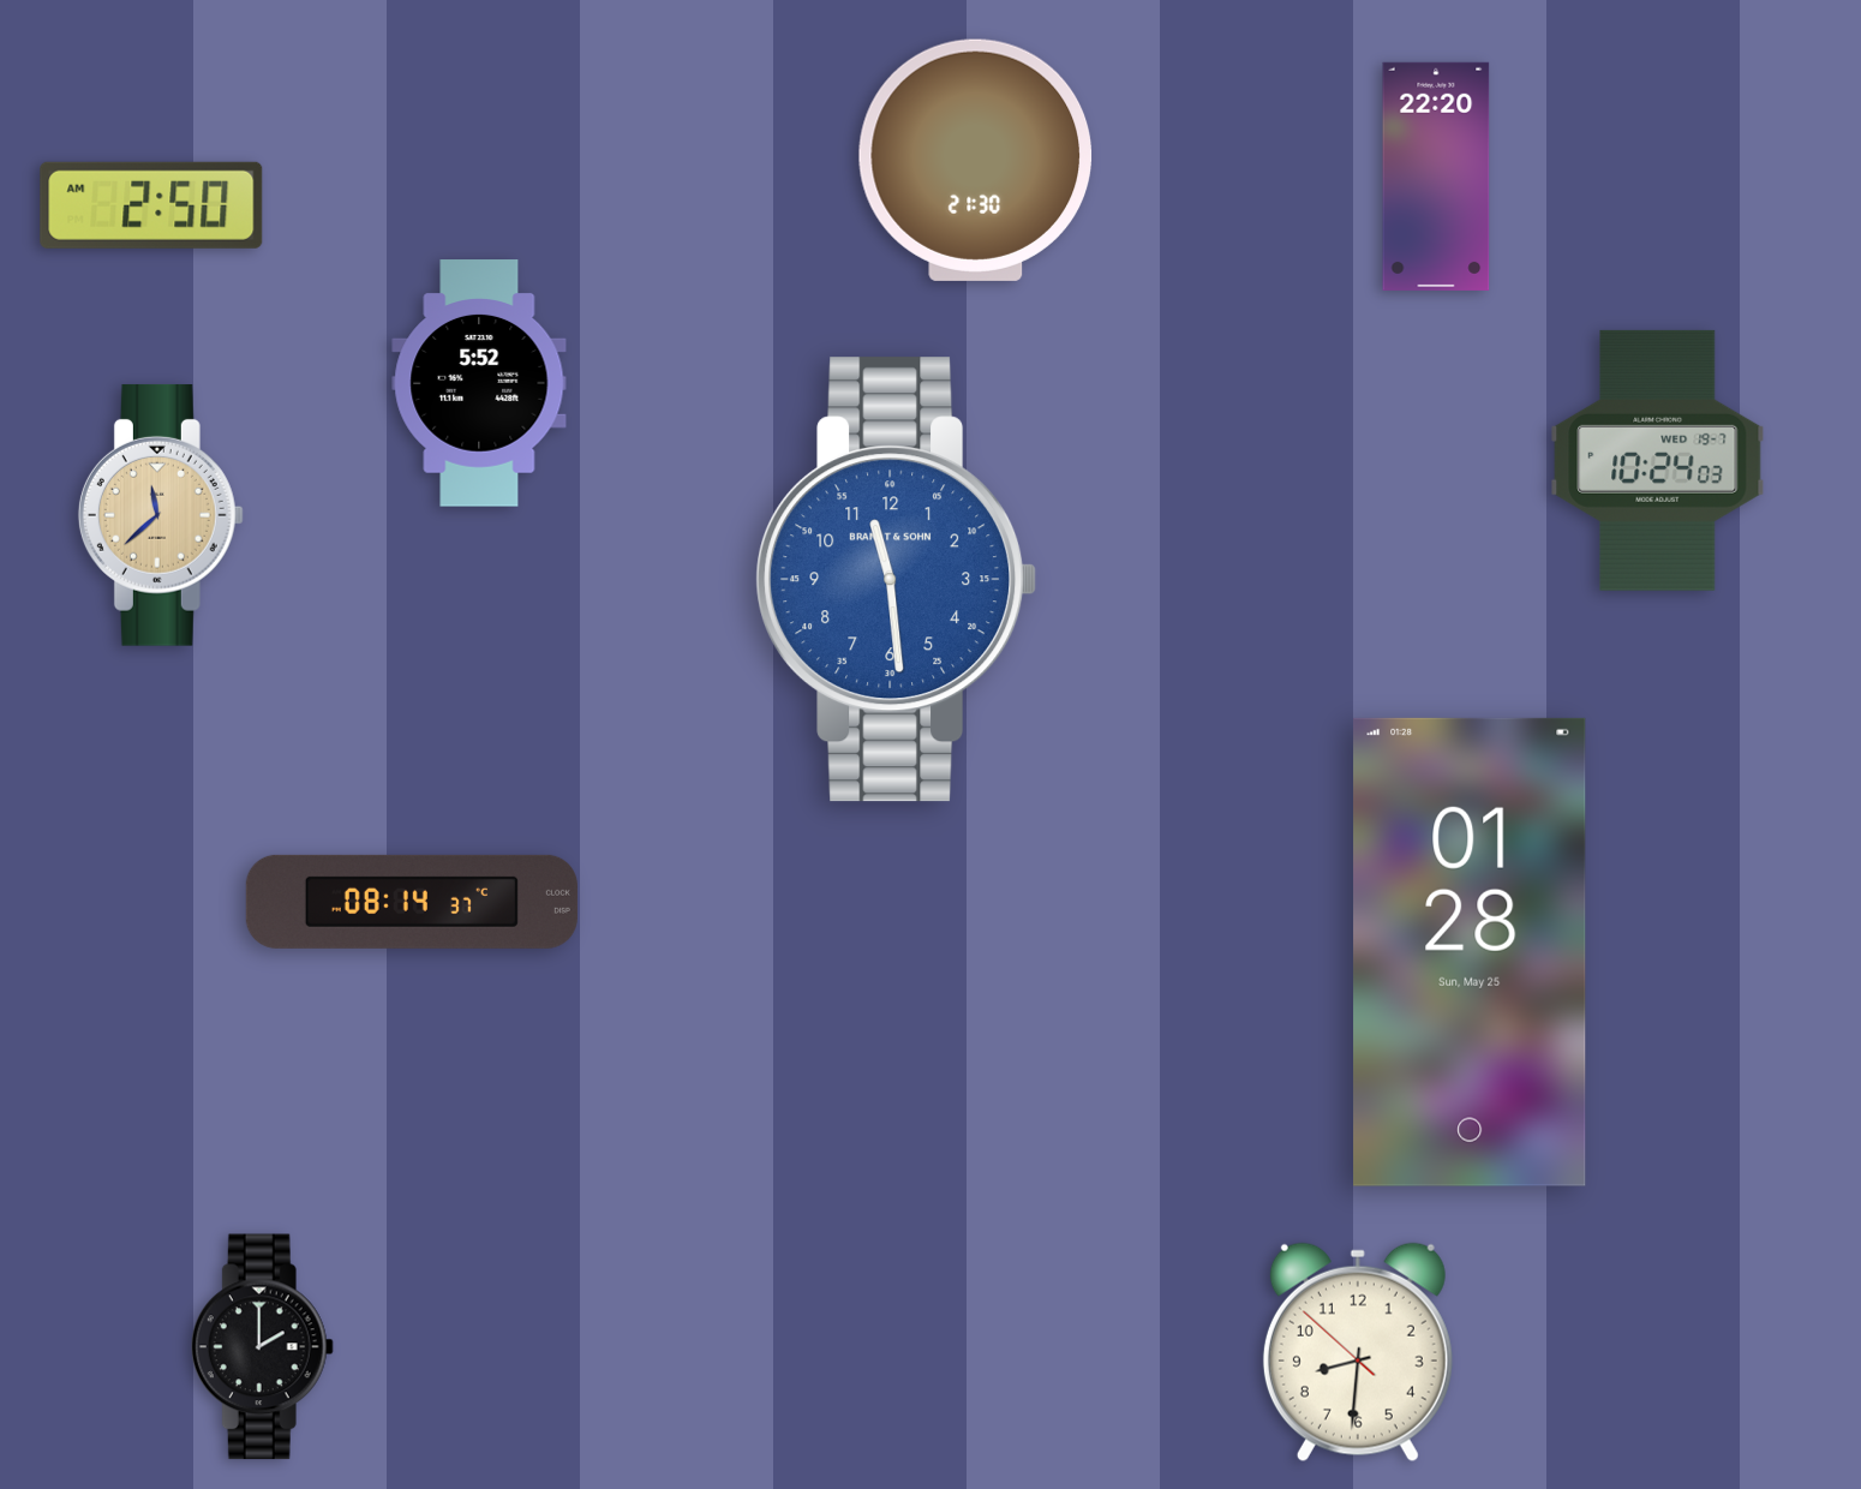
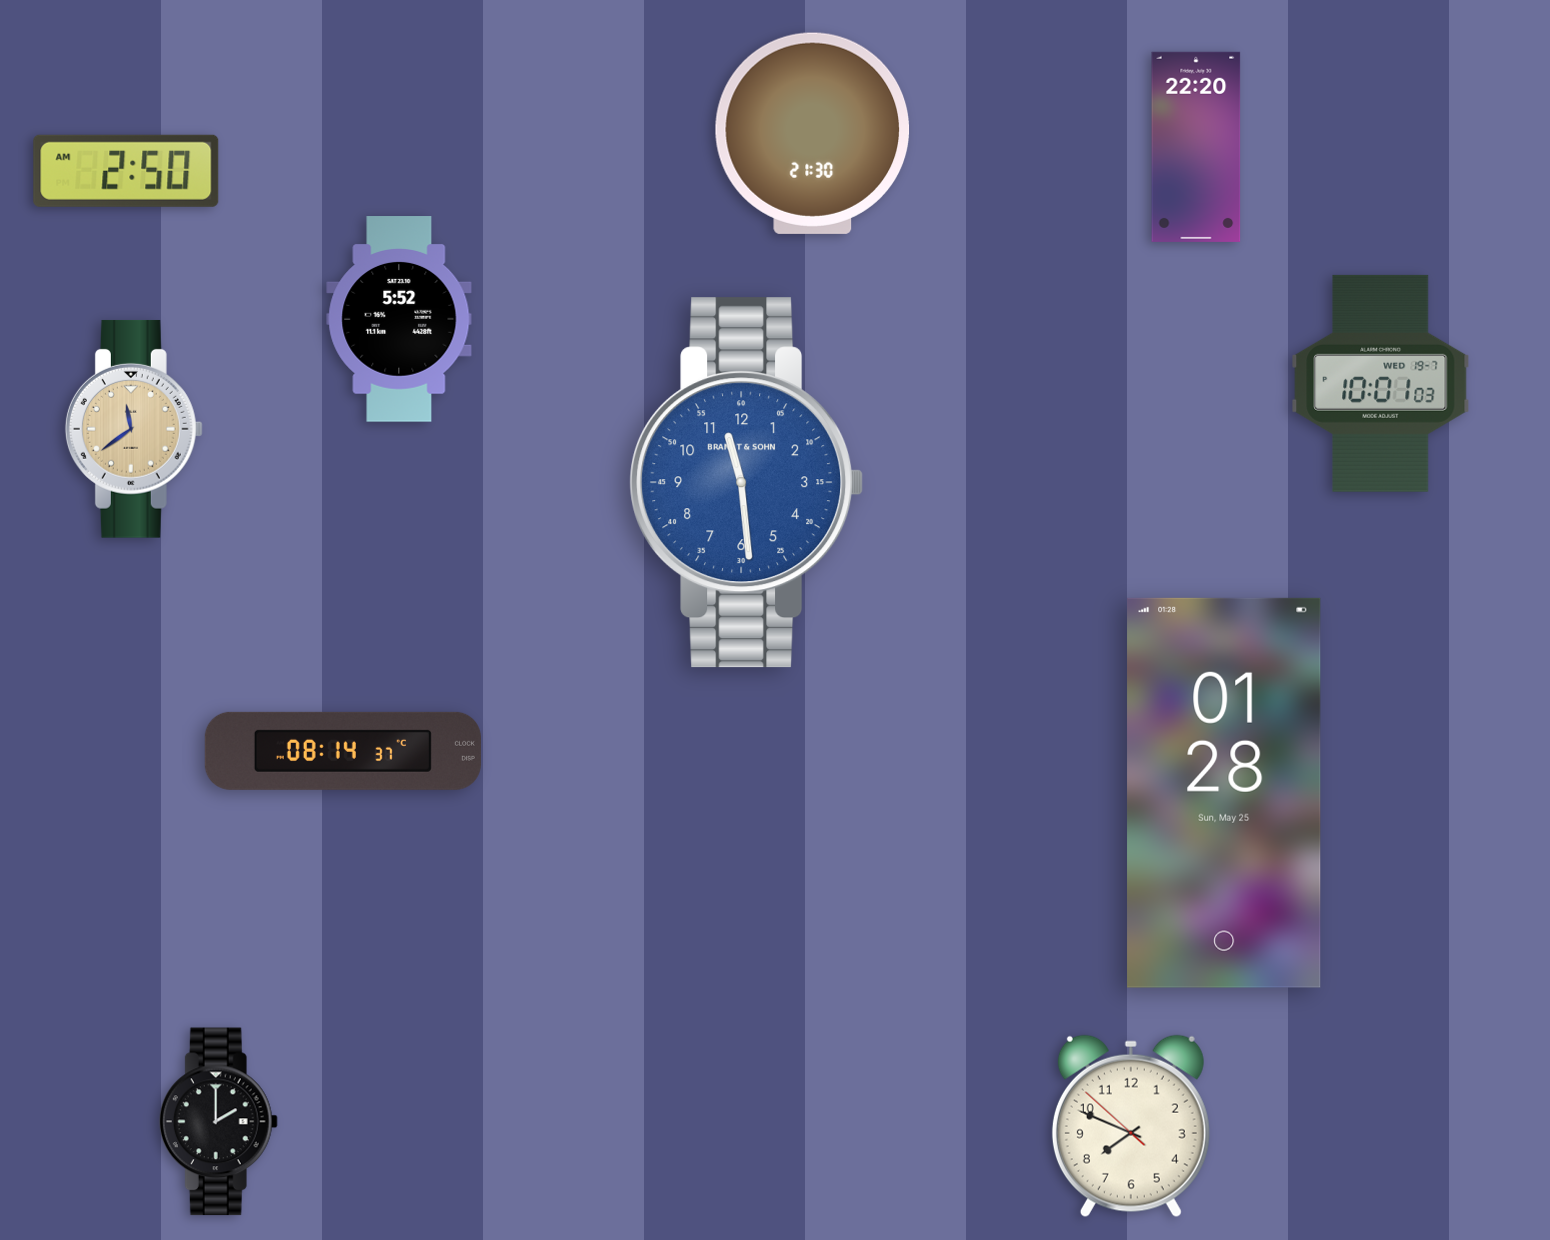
clock at (1658, 460): 10:24 -> 10:01
clock at (161, 515): 11:38 -> 11:39
clock at (1358, 1352): 8:30 -> 7:48
